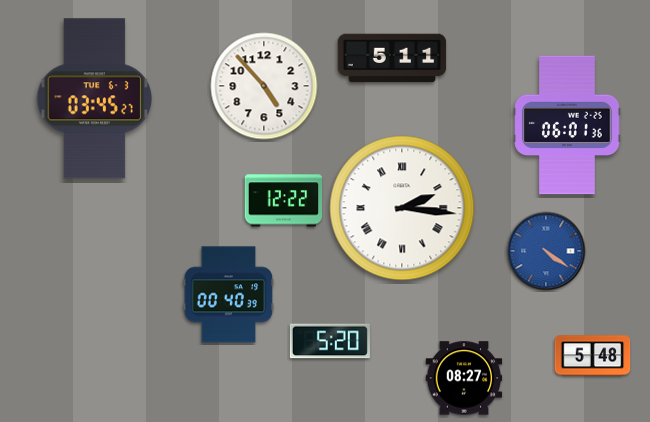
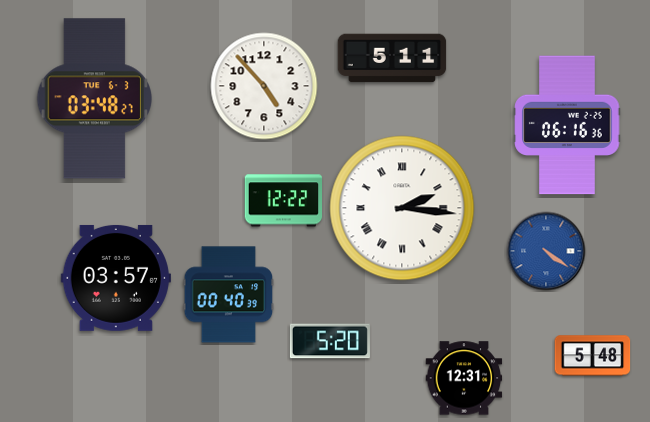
clock at (94, 99): 03:45 -> 03:48
clock at (567, 125): 06:01 -> 06:16
clock at (116, 278): none -> 03:57
clock at (464, 378): 08:27 -> 12:31
